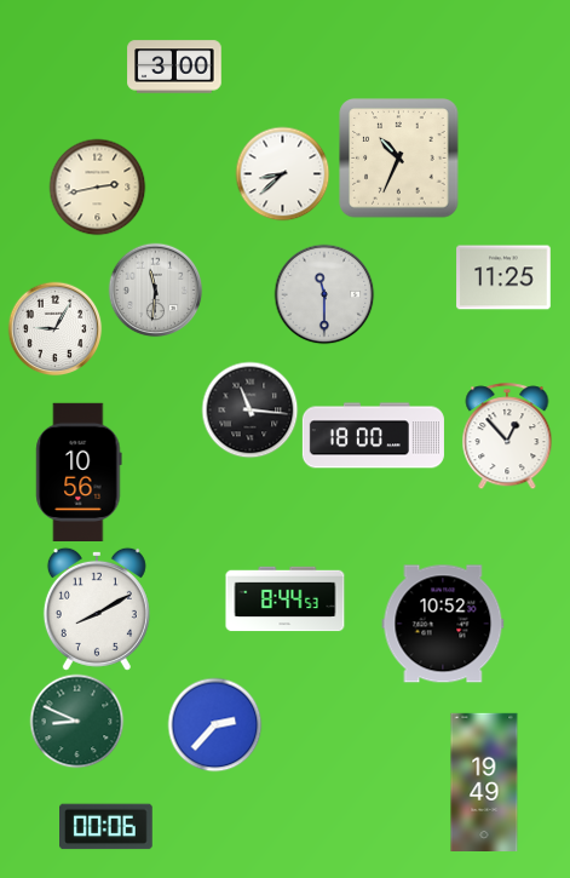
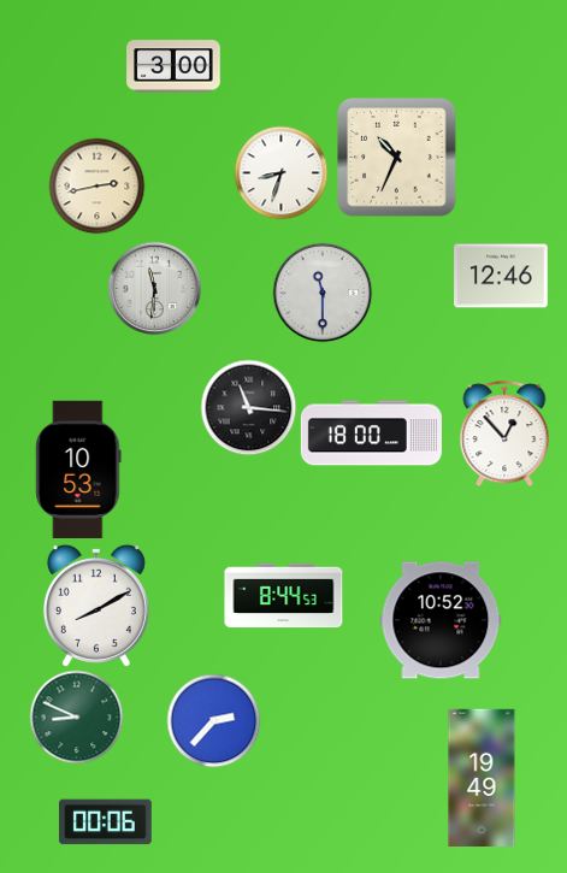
clock at (282, 173): 8:38 -> 8:33
clock at (503, 277): 11:25 -> 12:46
clock at (54, 328): 9:05 -> none
clock at (79, 471): 10:56 -> 10:53
